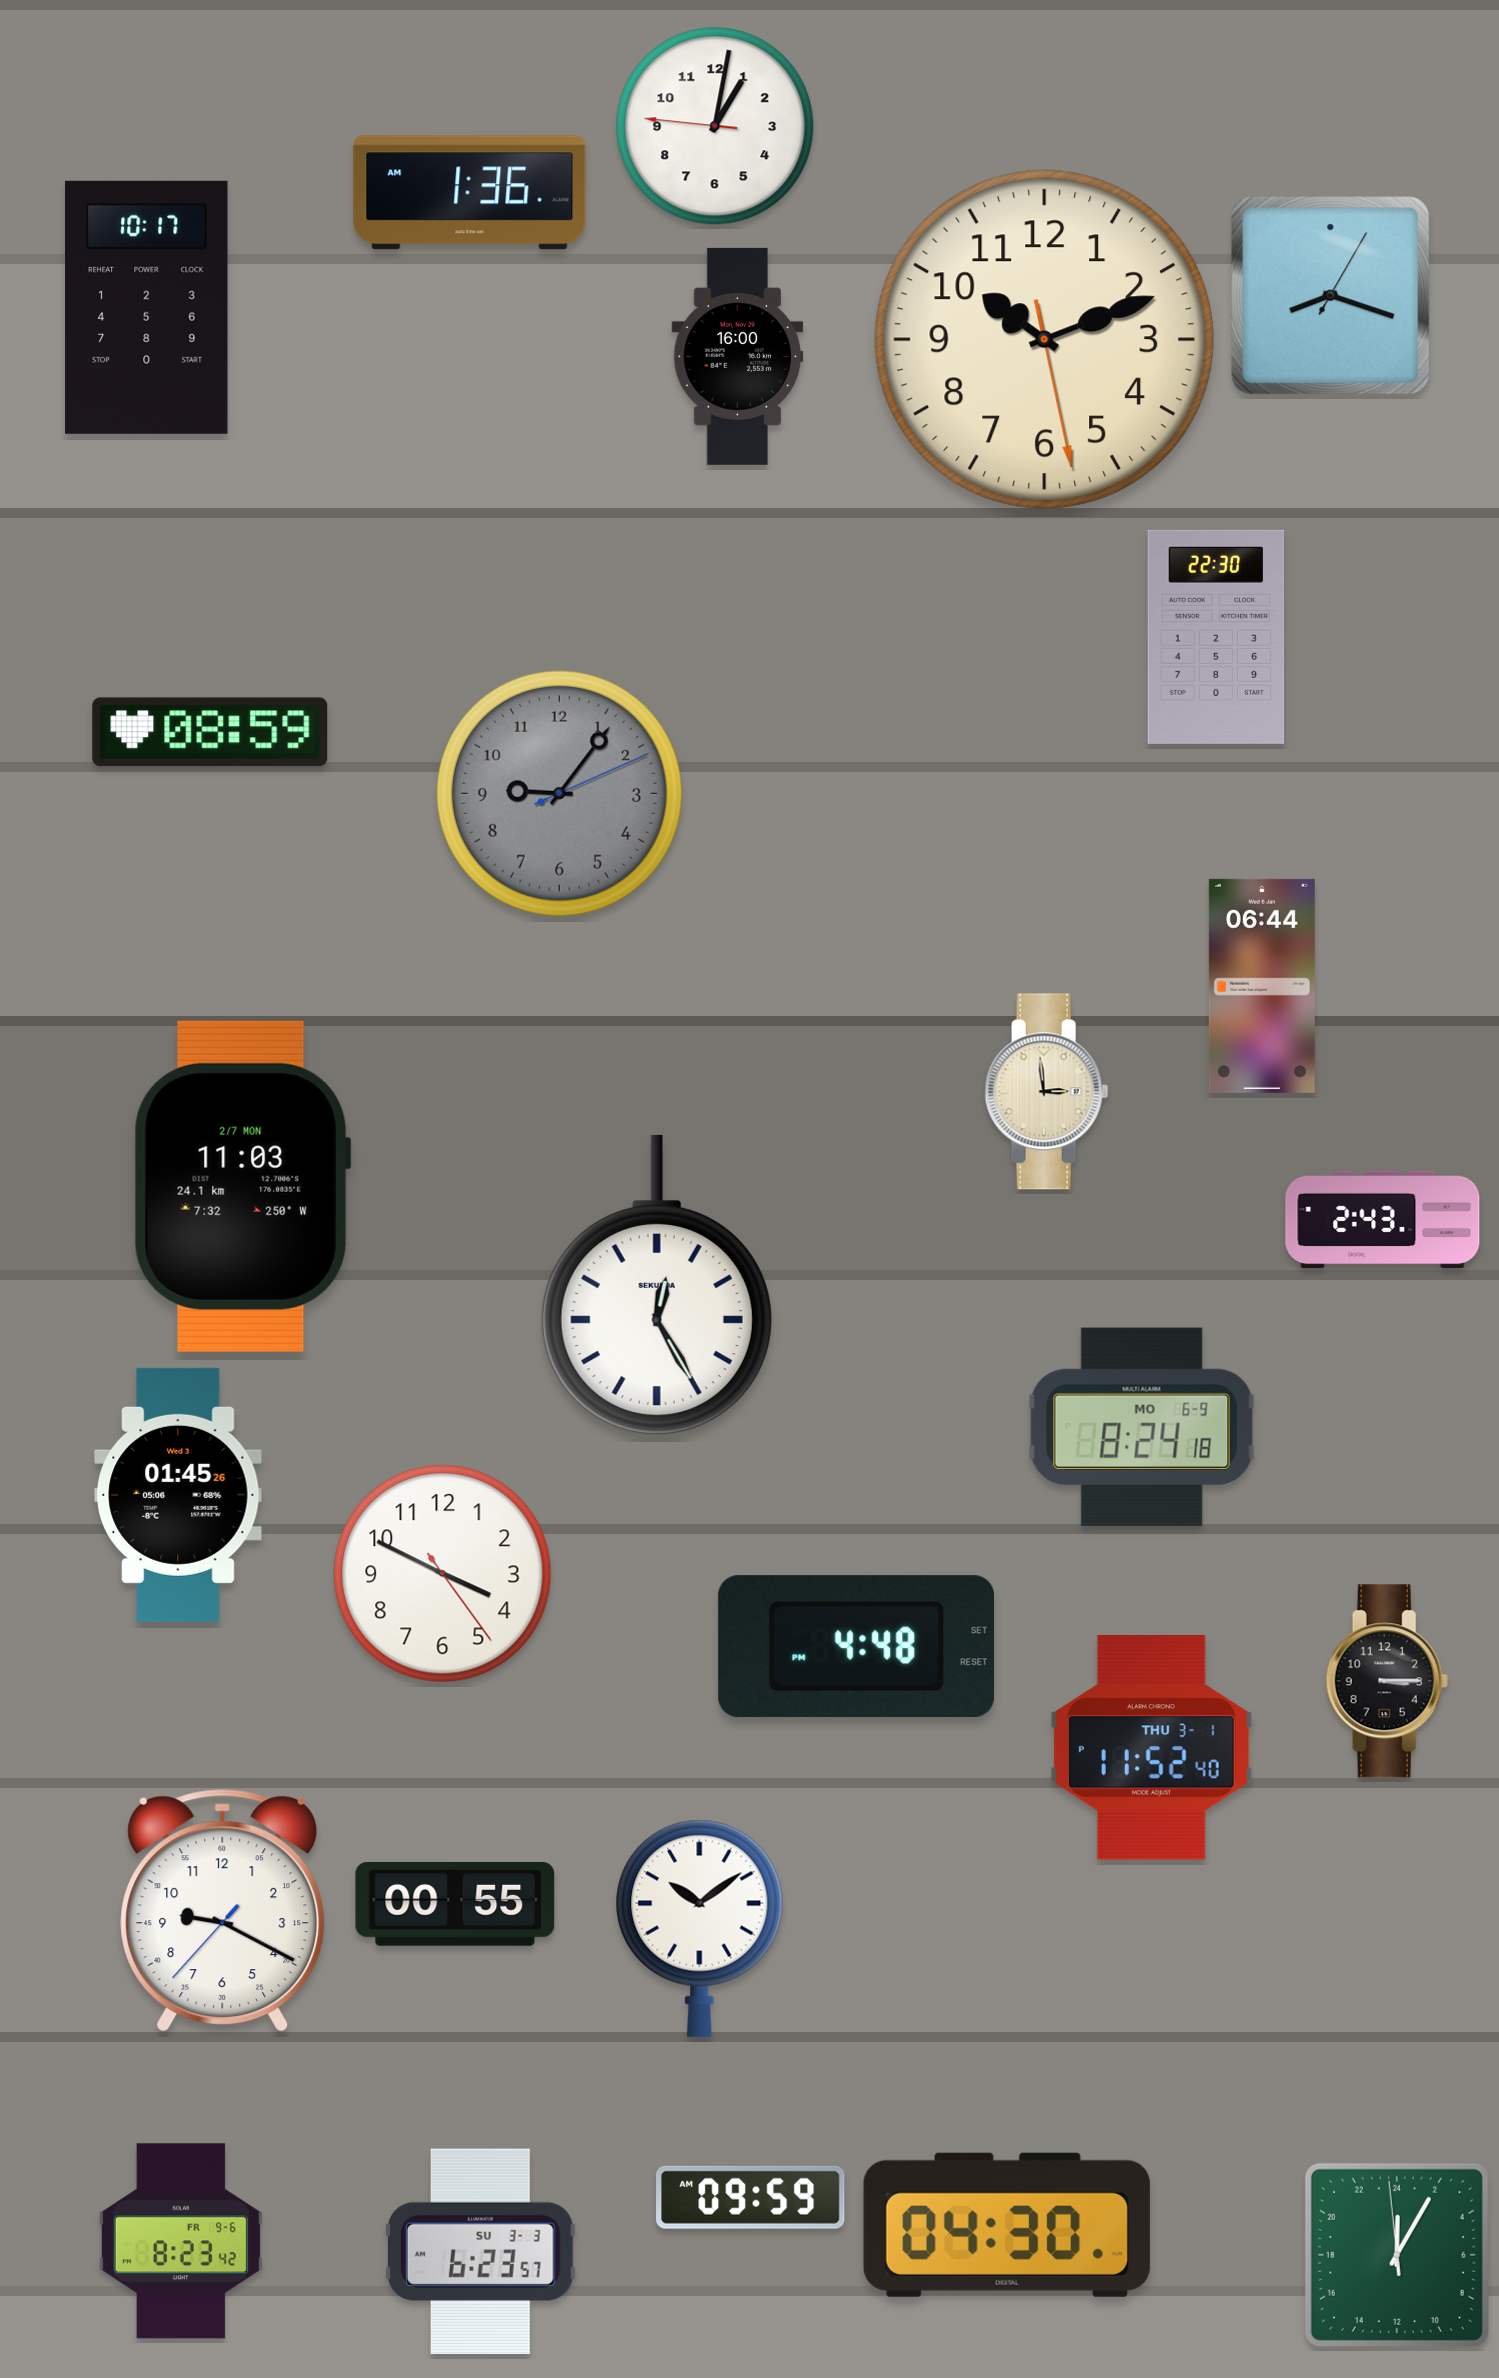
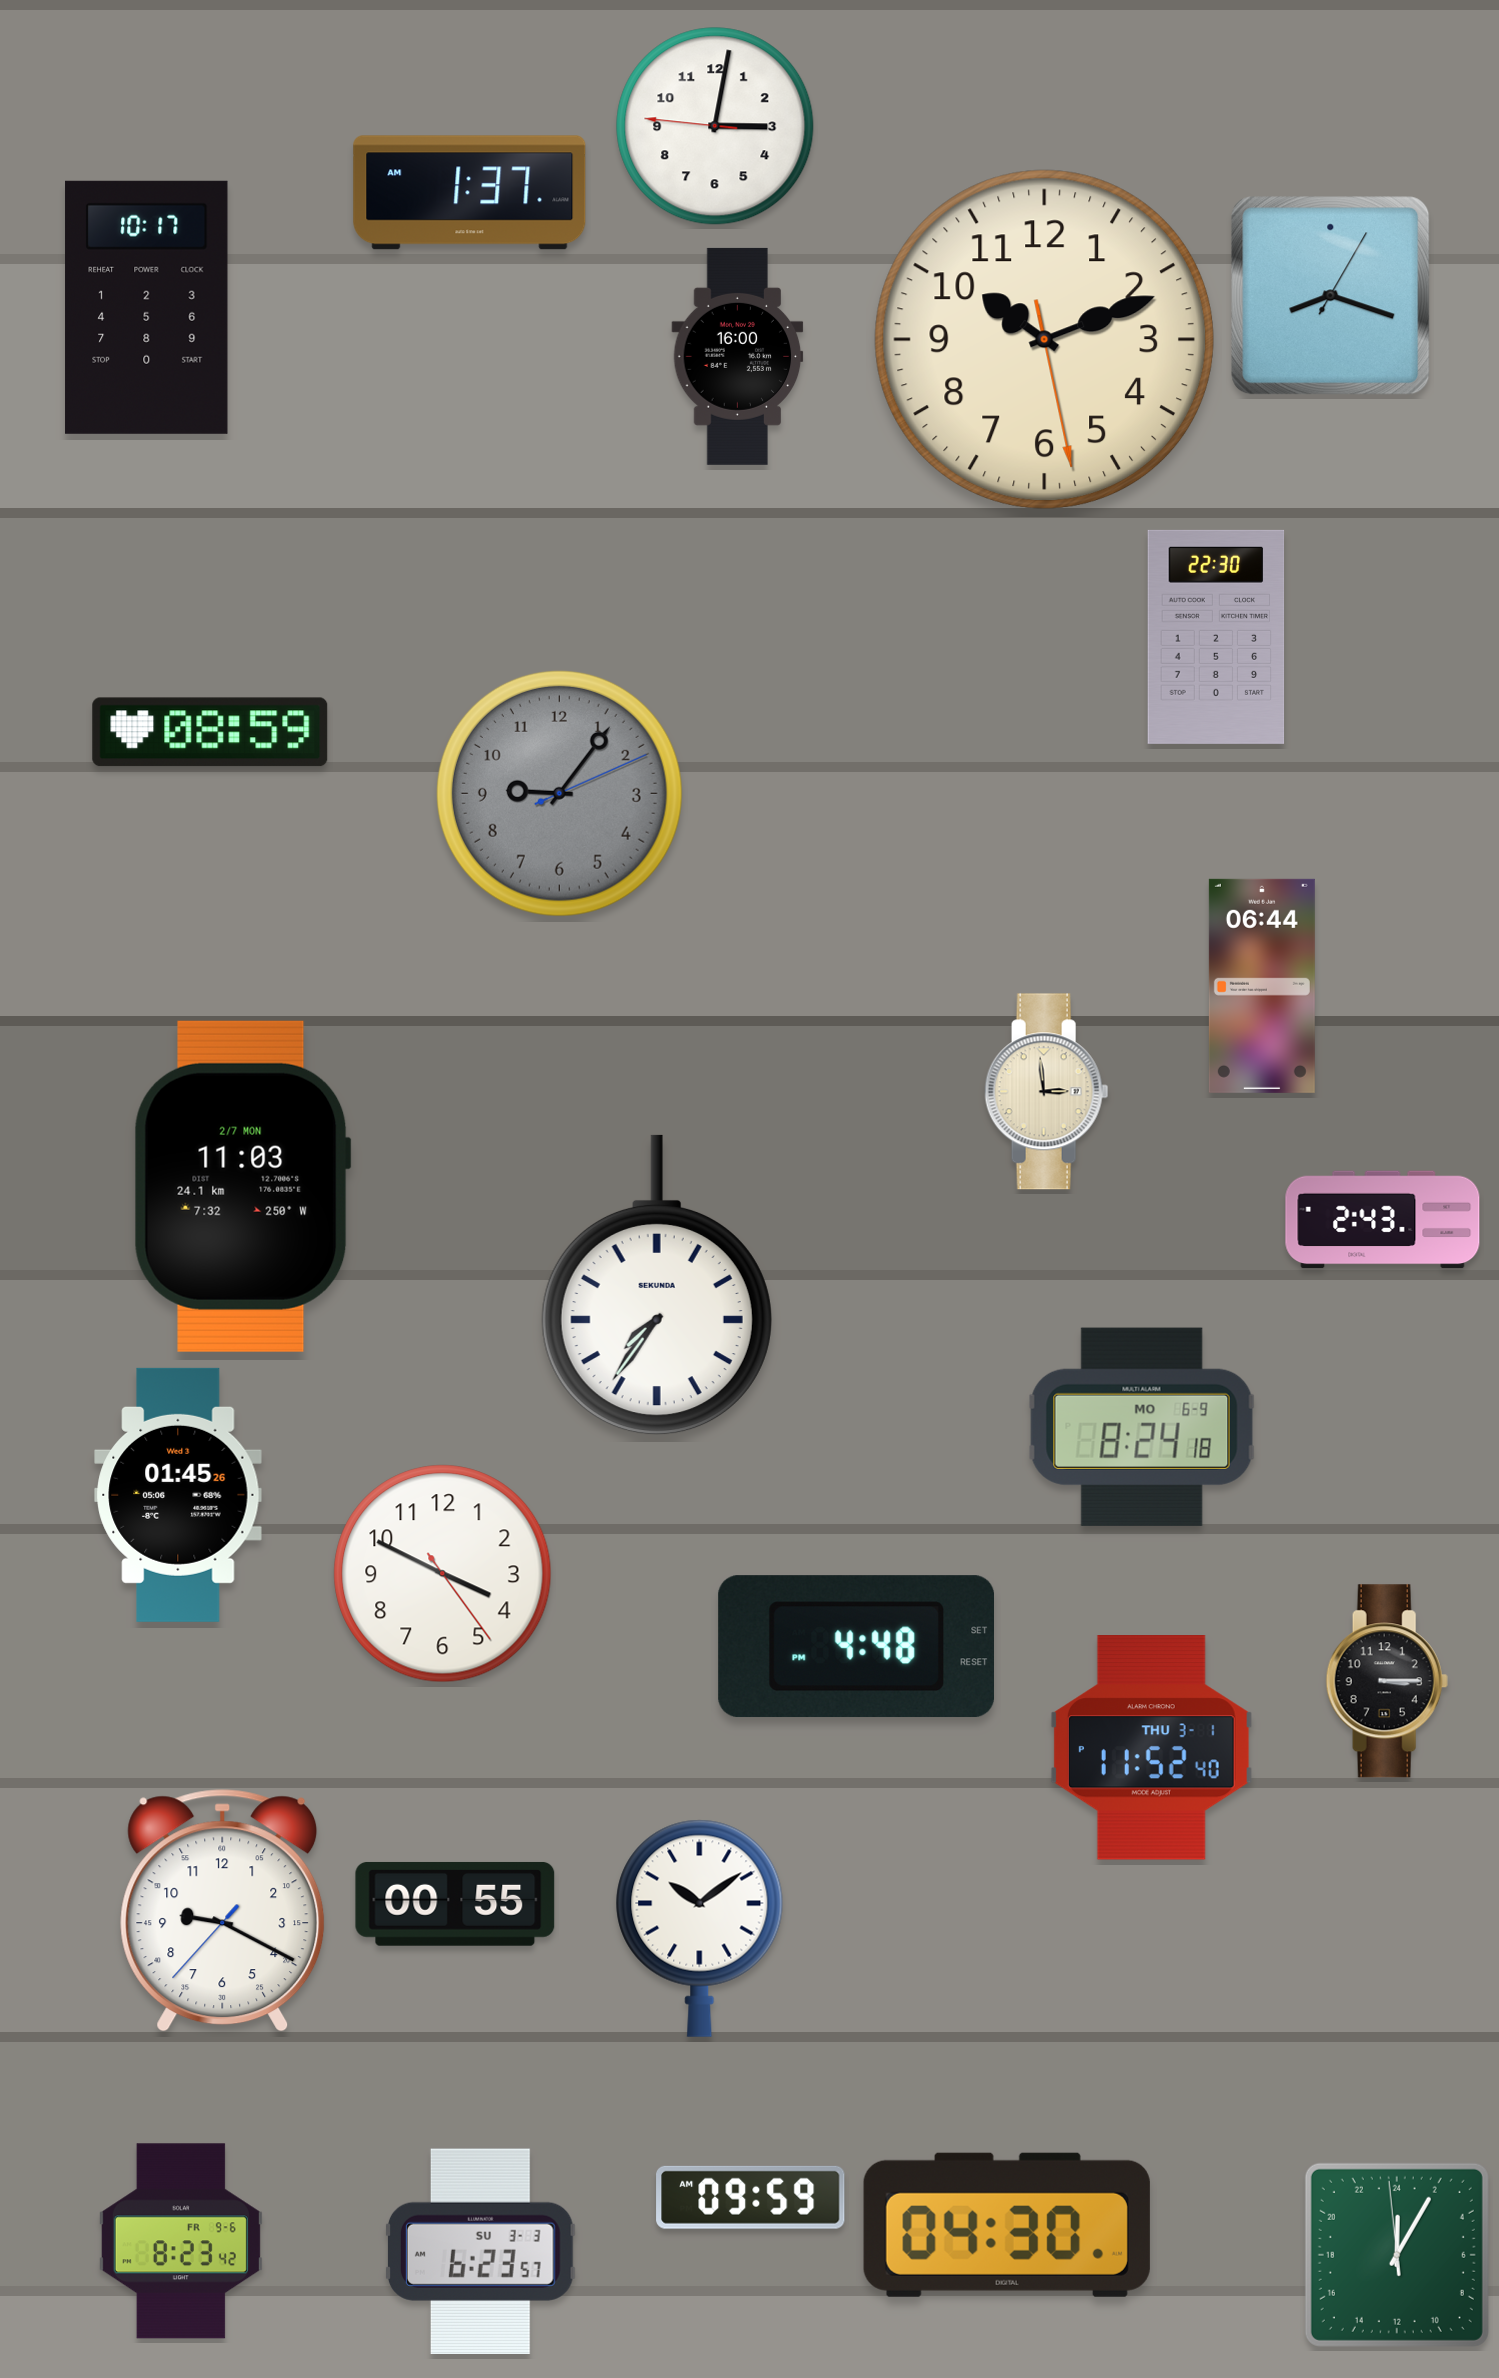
clock at (715, 126): 1:01 -> 3:01
clock at (470, 193): 1:36 -> 1:37
clock at (657, 1285): 12:25 -> 7:36
